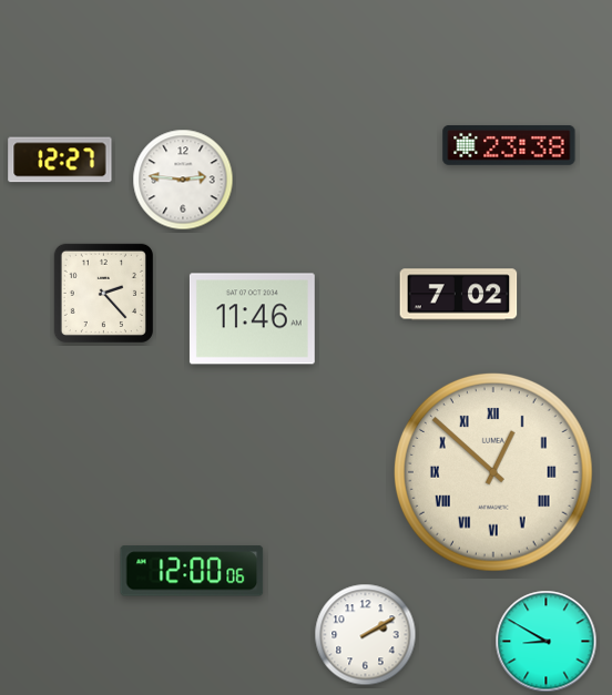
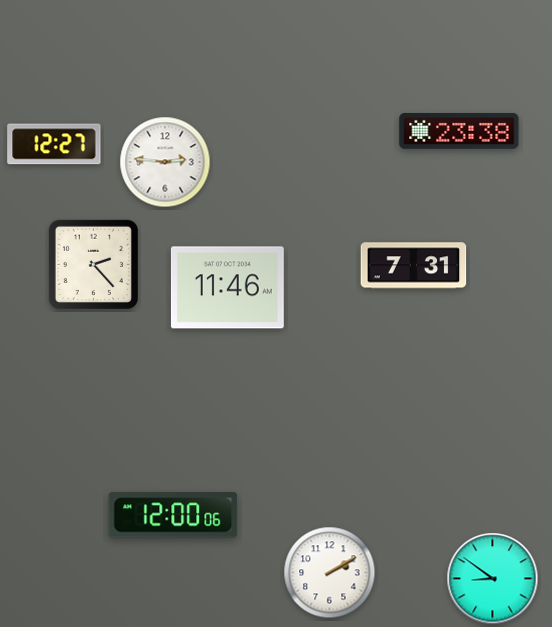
clock at (459, 295): 7:02 -> 7:31
clock at (494, 473): 12:52 -> none
clock at (547, 642): 8:50 -> 8:51
